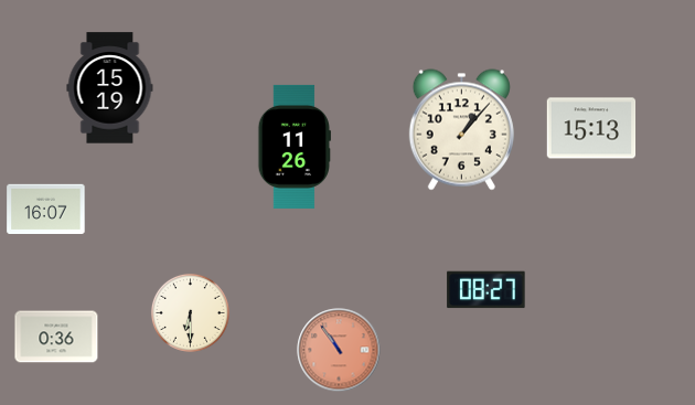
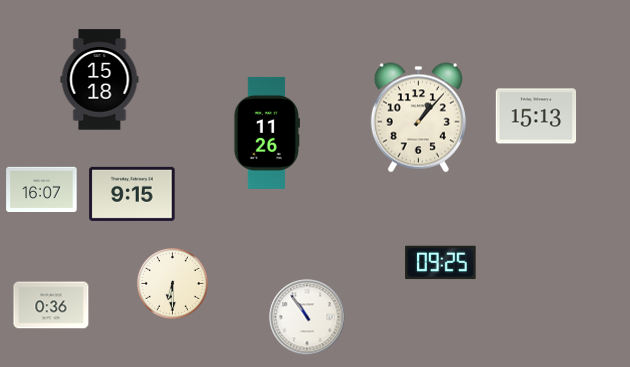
clock at (110, 88): 15:19 -> 15:18
clock at (132, 194): none -> 9:15
clock at (487, 290): 08:27 -> 09:25
clock at (339, 350) dial: salmon -> white
